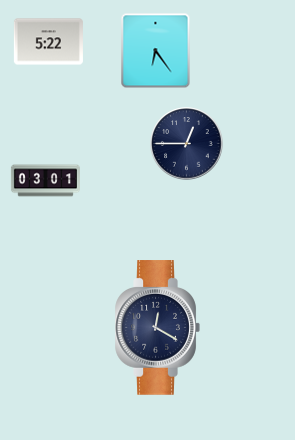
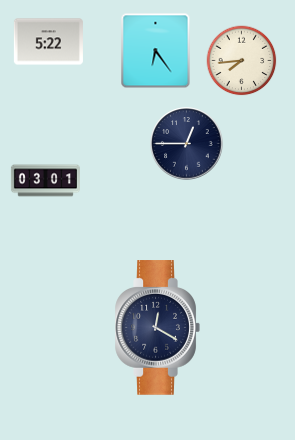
clock at (242, 61): none -> 7:44
